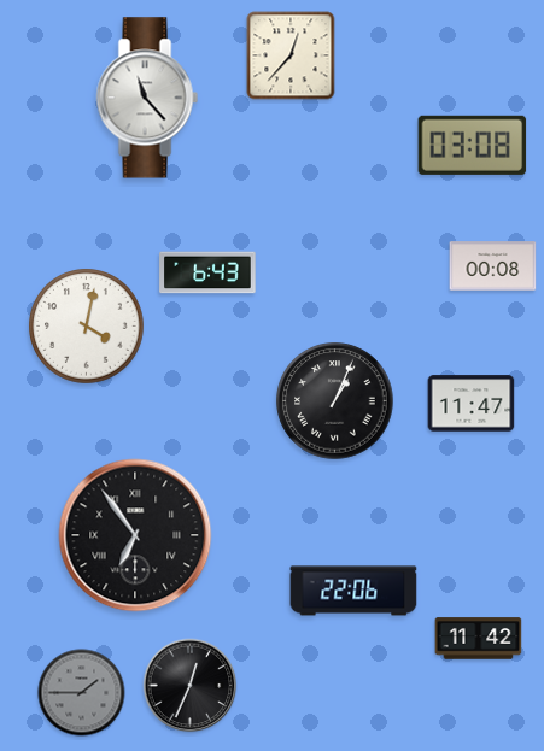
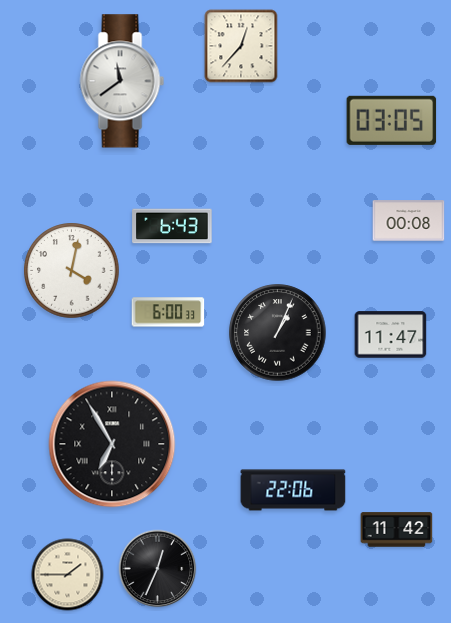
clock at (147, 98): 11:23 -> 11:39
clock at (473, 145): 03:08 -> 03:05
clock at (168, 312): none -> 6:00
clock at (135, 535): 6:54 -> 6:55
clock at (82, 693) dial: grey -> cream
